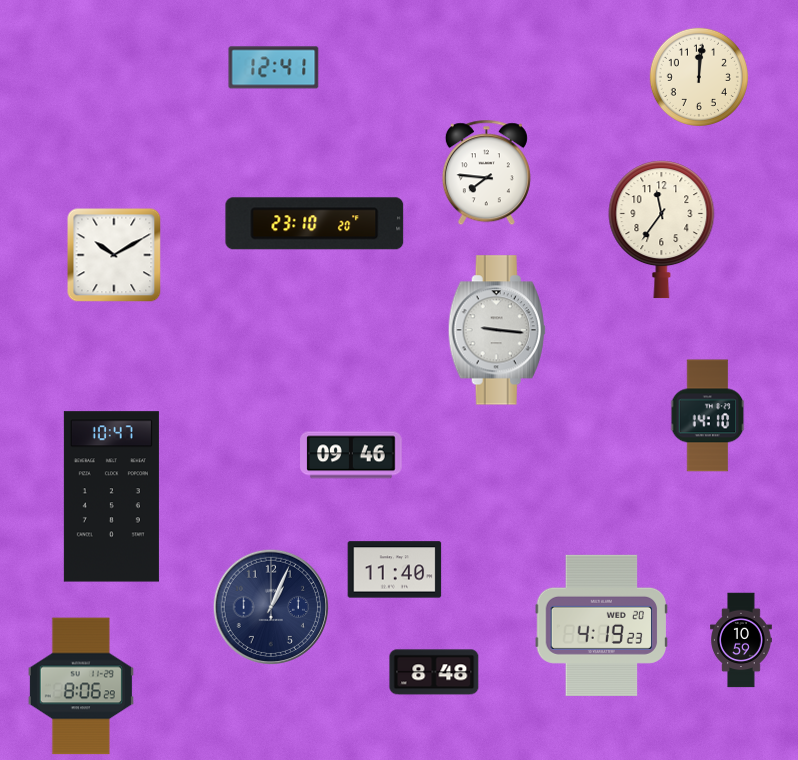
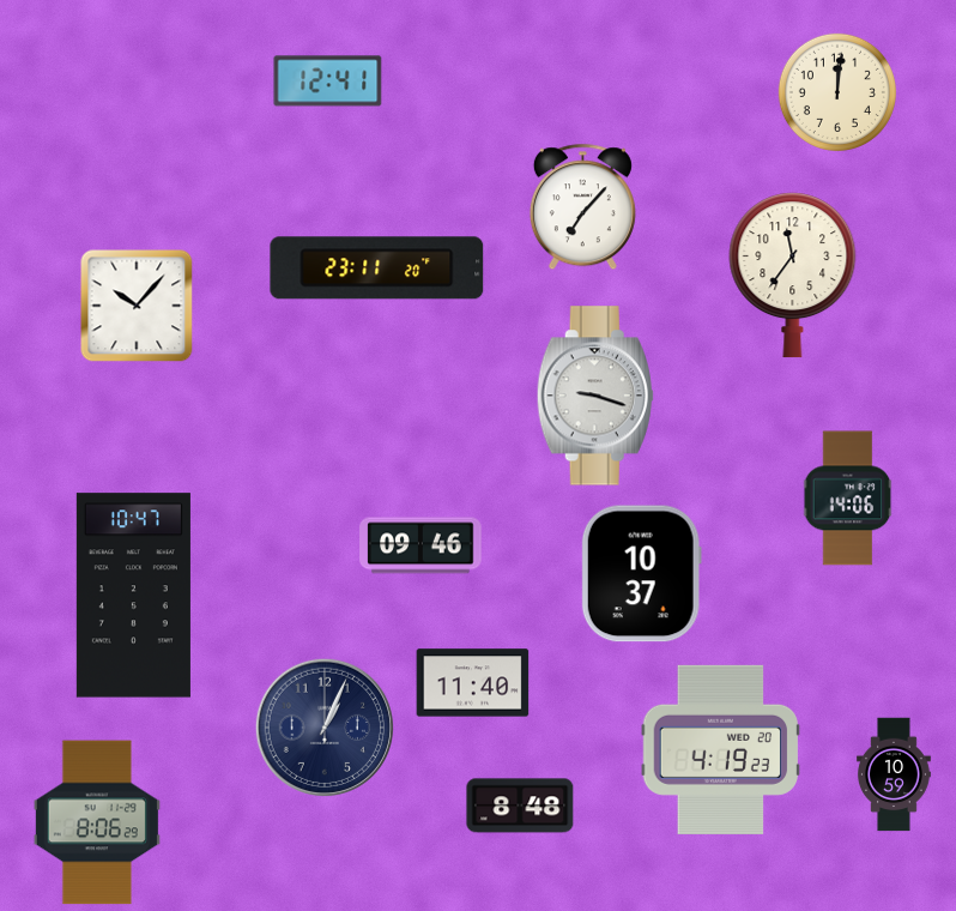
clock at (486, 173): 7:46 -> 7:07
clock at (315, 224): 23:10 -> 23:11
clock at (114, 255): 10:10 -> 10:07
clock at (497, 330): 9:16 -> 9:18
clock at (708, 416): 14:10 -> 14:06
clock at (641, 574): none -> 10:37
clock at (742, 640) position: (742, 640) -> (895, 774)
